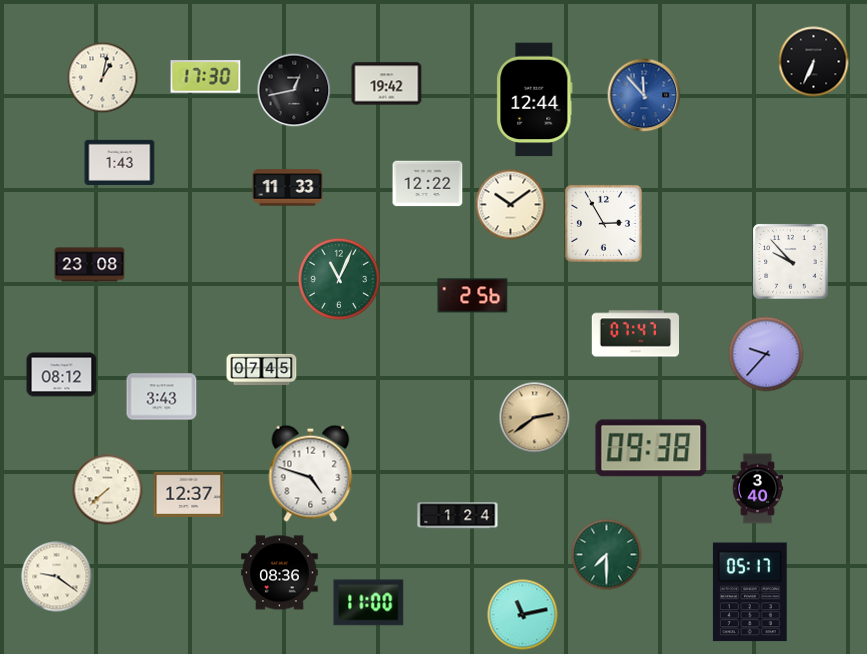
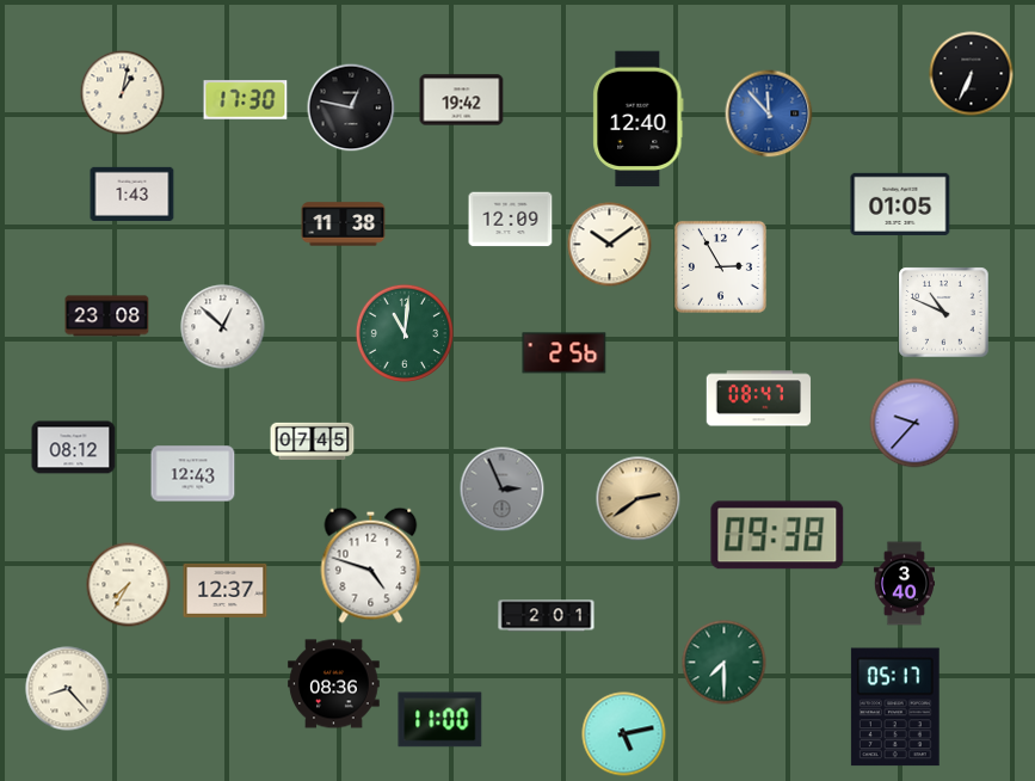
clock at (206, 77) position: (206, 77) -> (246, 100)
clock at (294, 90): 12:43 -> 12:47
clock at (535, 100): 12:44 -> 12:40
clock at (120, 162) position: (120, 162) -> (133, 193)
clock at (900, 204): none -> 01:05
clock at (428, 184): 12:22 -> 12:09
clock at (288, 188): 11:33 -> 11:38
clock at (791, 262): 9:53 -> 10:49
clock at (223, 327): none -> 12:52
clock at (338, 278): 11:04 -> 11:01
clock at (636, 334): 07:47 -> 08:47
clock at (162, 397): 3:43 -> 12:43
clock at (503, 490): none -> 2:56
clock at (108, 490): 7:38 -> 7:35
clock at (458, 516): 1:24 -> 2:01
clock at (57, 577): 9:21 -> 8:23
clock at (523, 615): 11:13 -> 5:13
